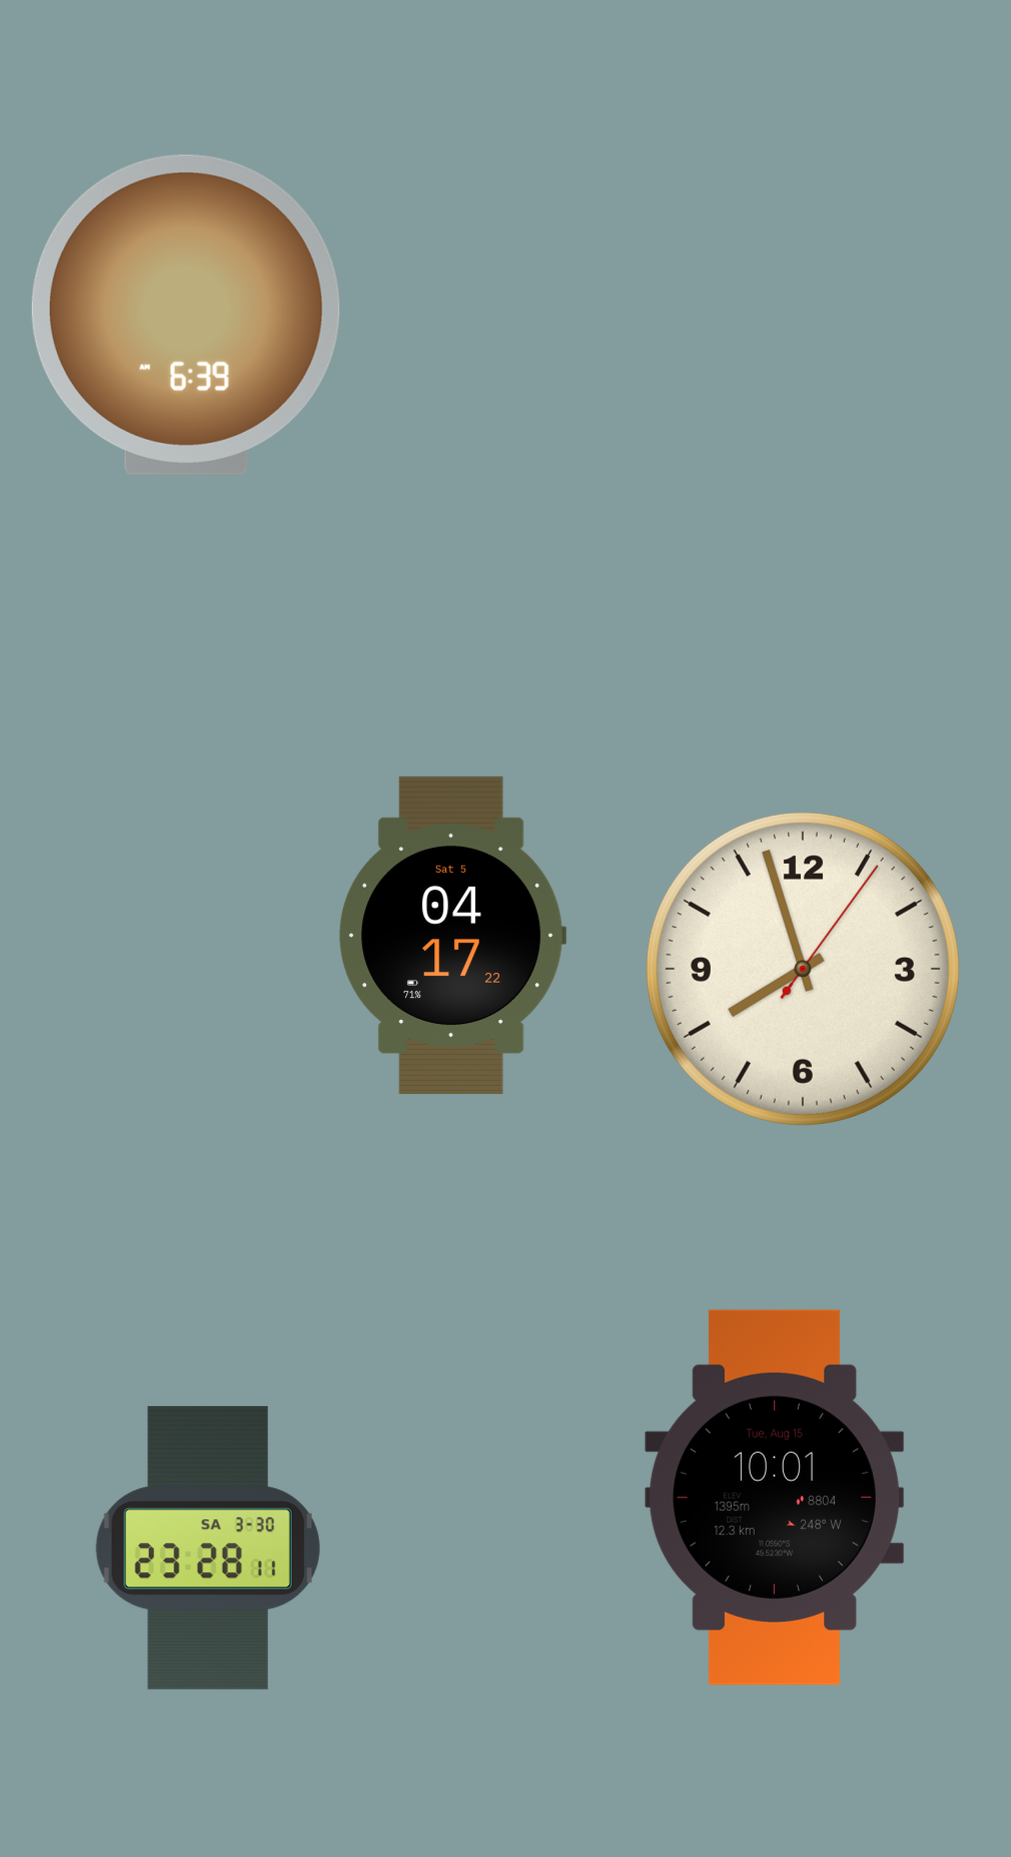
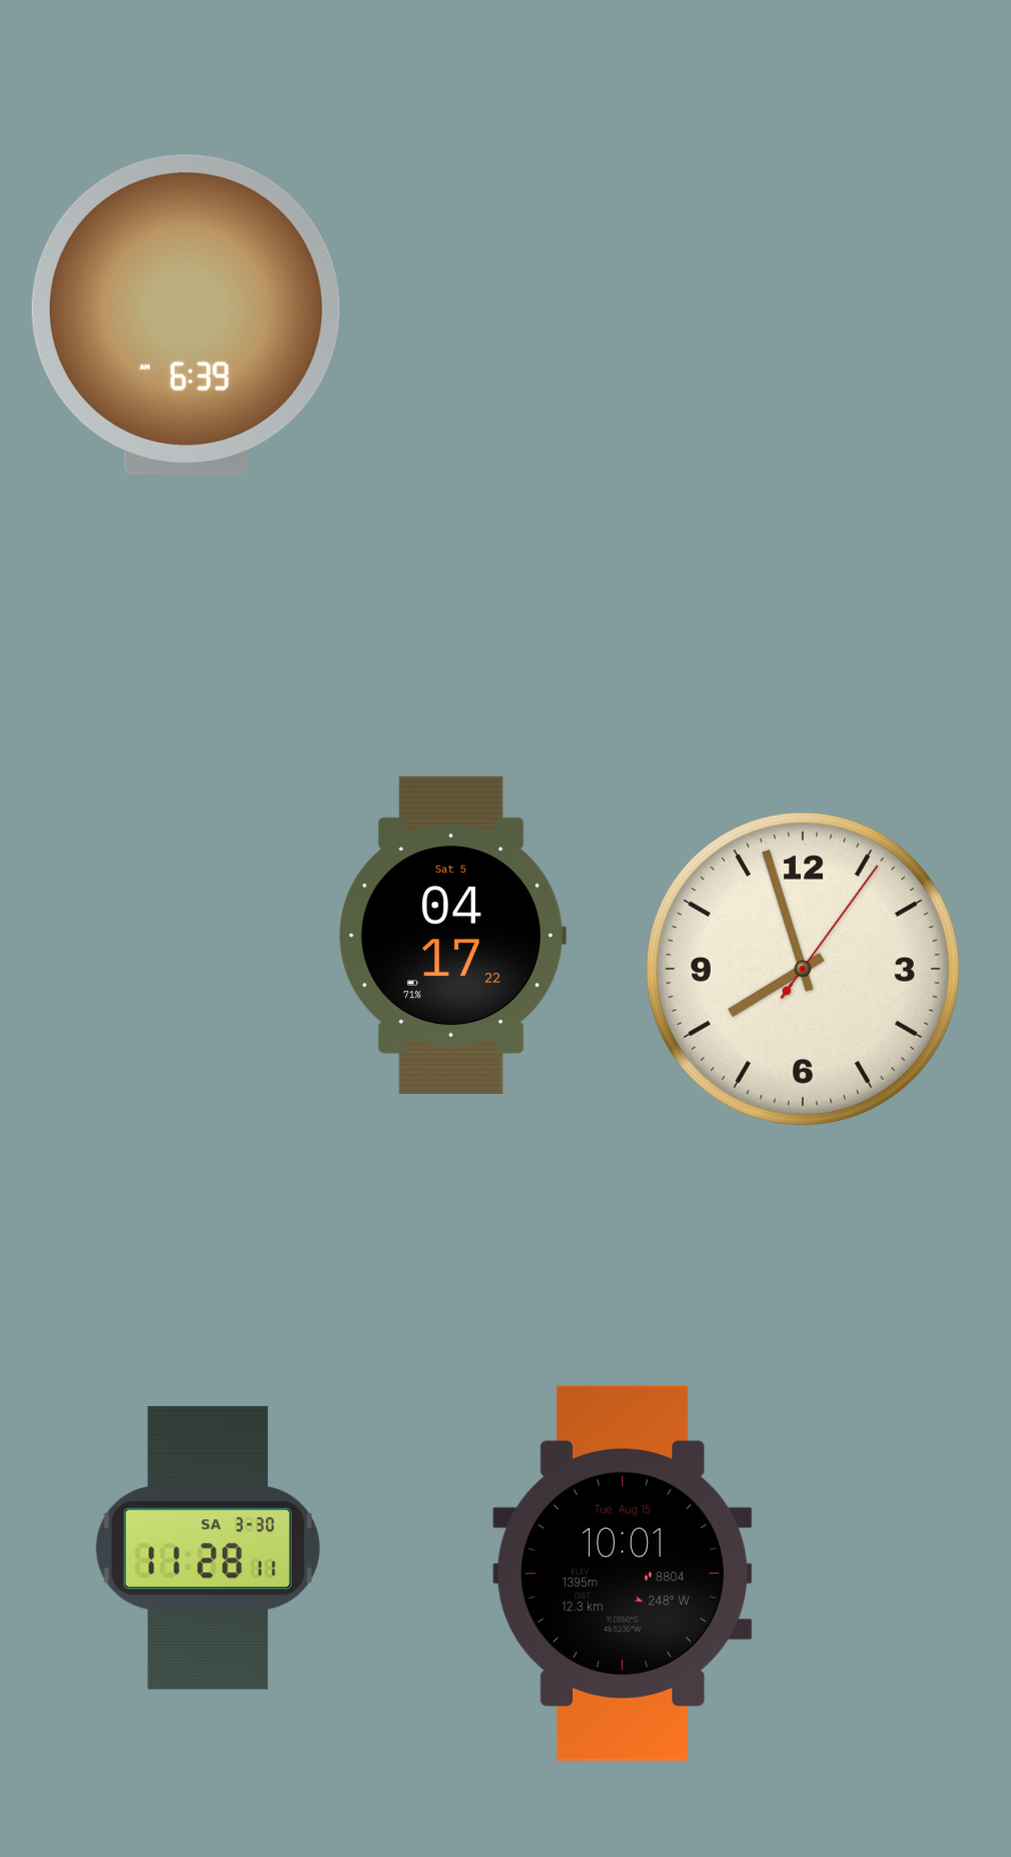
clock at (774, 1497) position: (774, 1497) -> (622, 1573)
clock at (208, 1548): 23:28 -> 11:28
